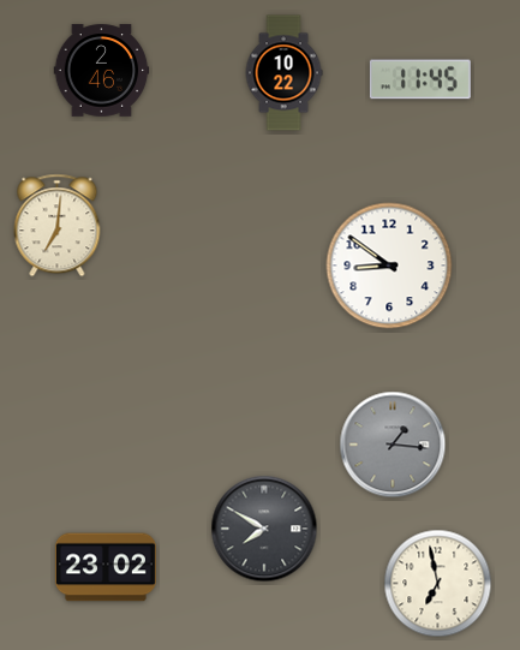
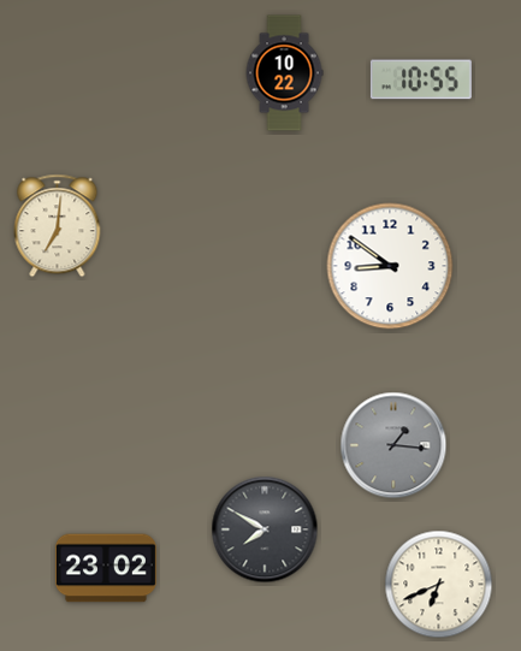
clock at (102, 71): 2:46 -> none
clock at (420, 79): 11:45 -> 10:55
clock at (438, 584): 6:58 -> 6:41
